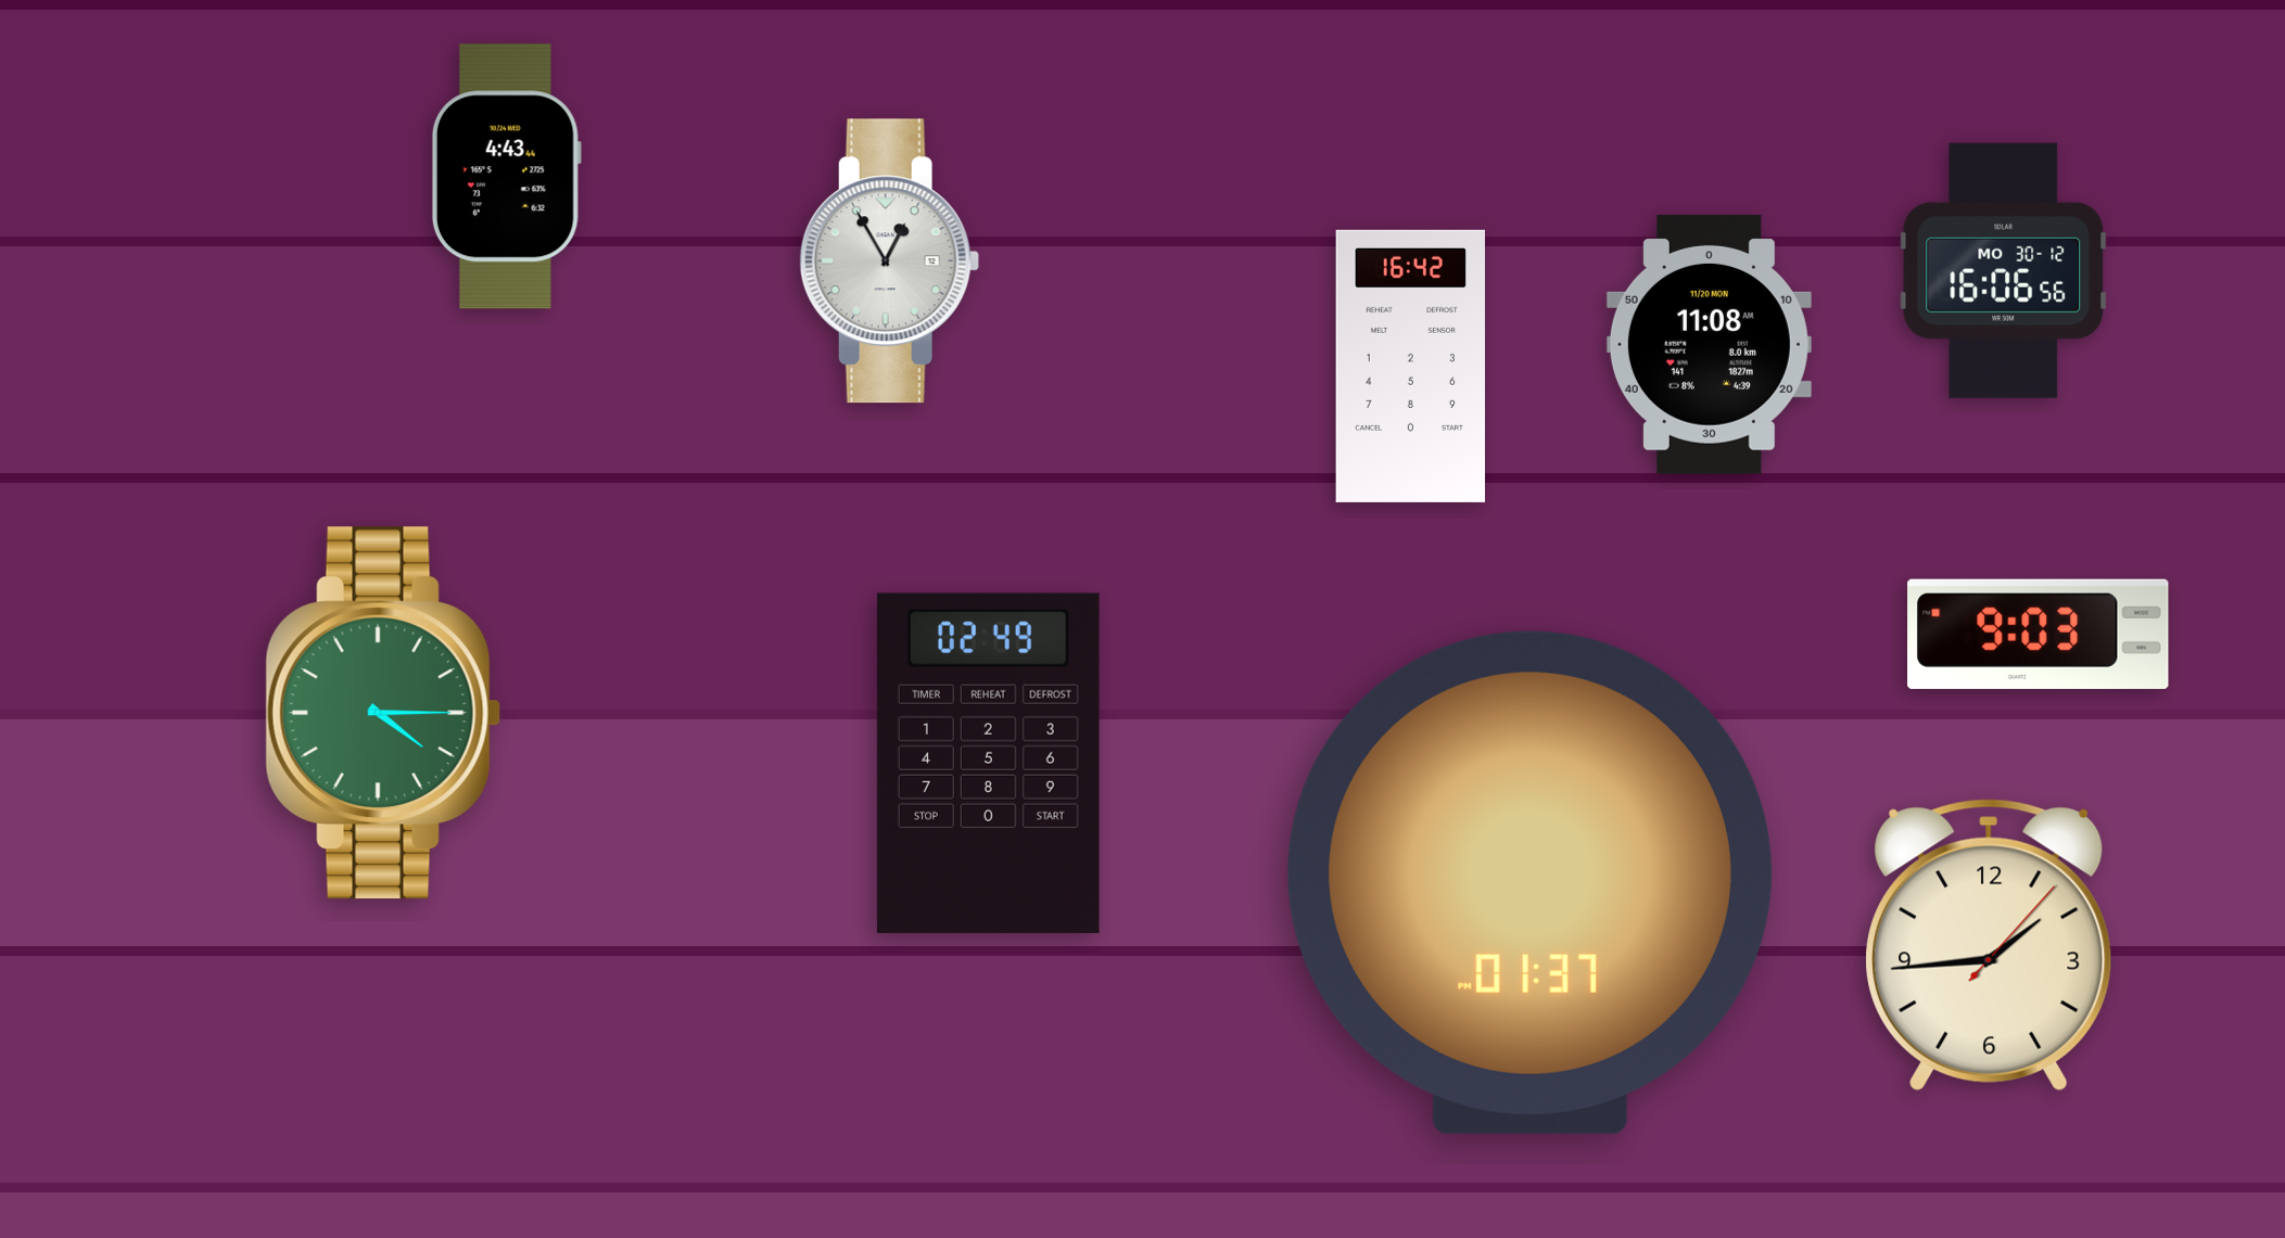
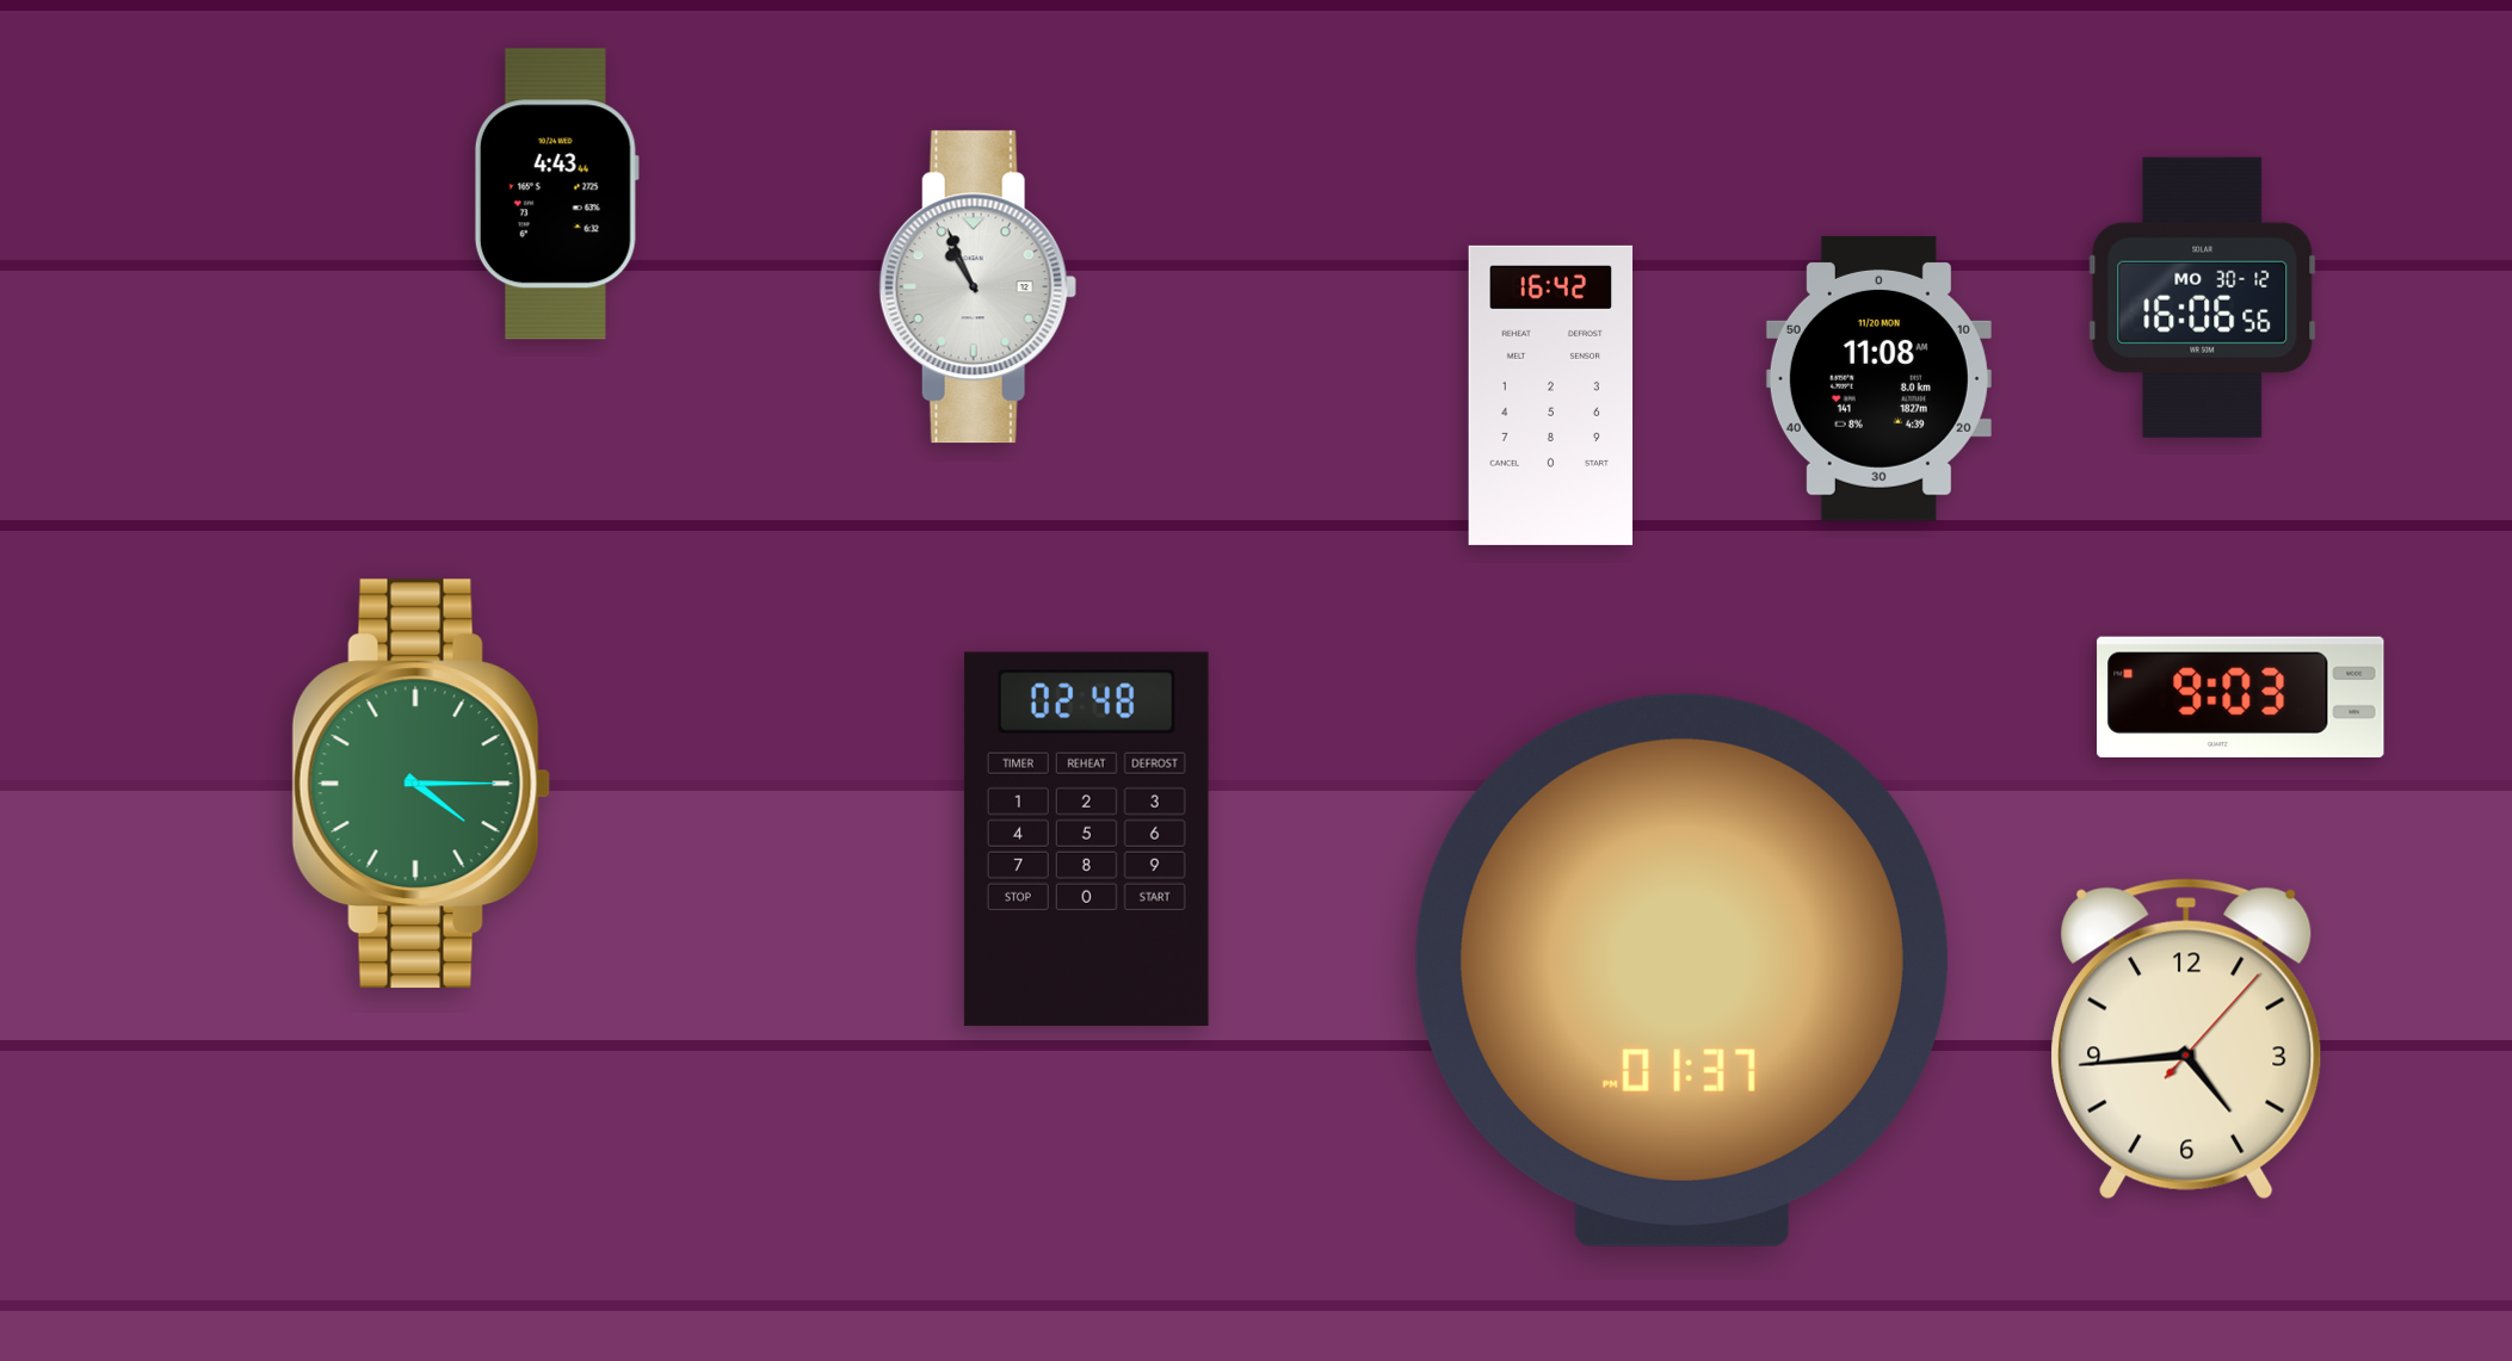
clock at (889, 261): 12:55 -> 10:56
clock at (1411, 366) position: (1411, 366) -> (1551, 395)
clock at (988, 763): 02:49 -> 02:48
clock at (1989, 945): 1:44 -> 4:44
